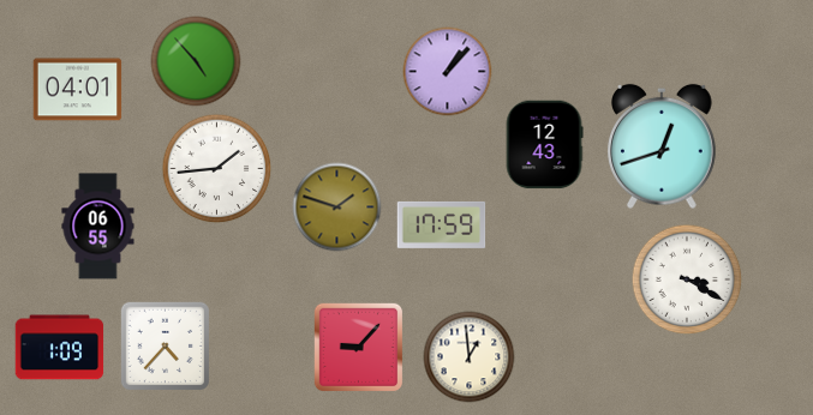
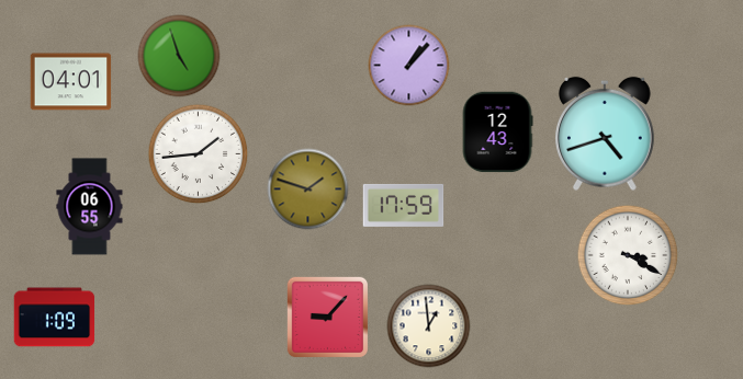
clock at (196, 61): 4:53 -> 4:57
clock at (663, 146): 12:42 -> 4:42
clock at (165, 345): 4:37 -> none
